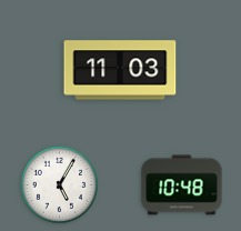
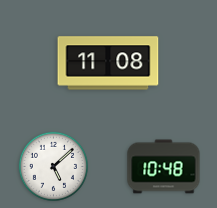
clock at (120, 70): 11:03 -> 11:08
clock at (59, 184): 5:05 -> 5:08
